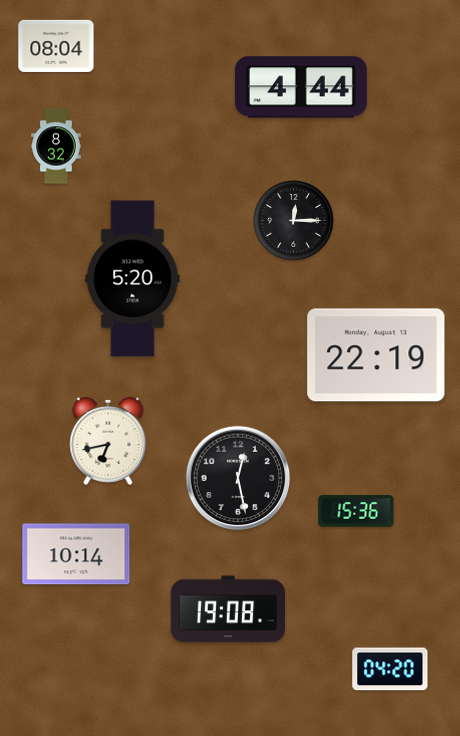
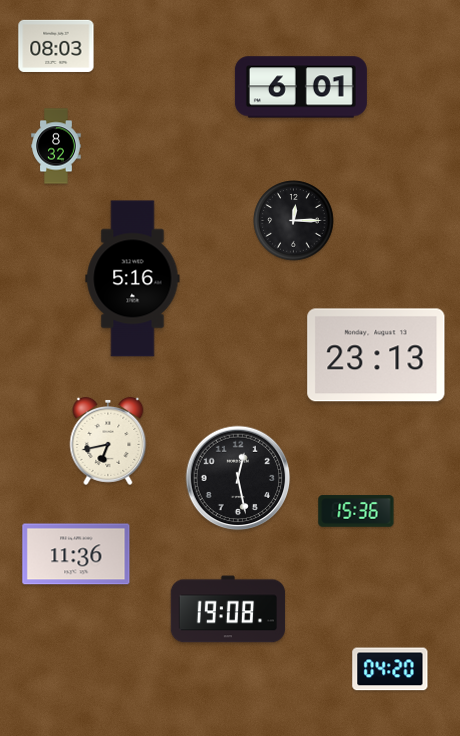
clock at (56, 46): 08:04 -> 08:03
clock at (301, 87): 4:44 -> 6:01
clock at (133, 279): 5:20 -> 5:16
clock at (376, 355): 22:19 -> 23:13
clock at (76, 554): 10:14 -> 11:36
